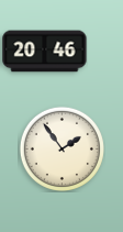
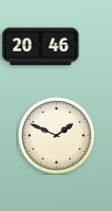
clock at (62, 148): 1:54 -> 1:49
